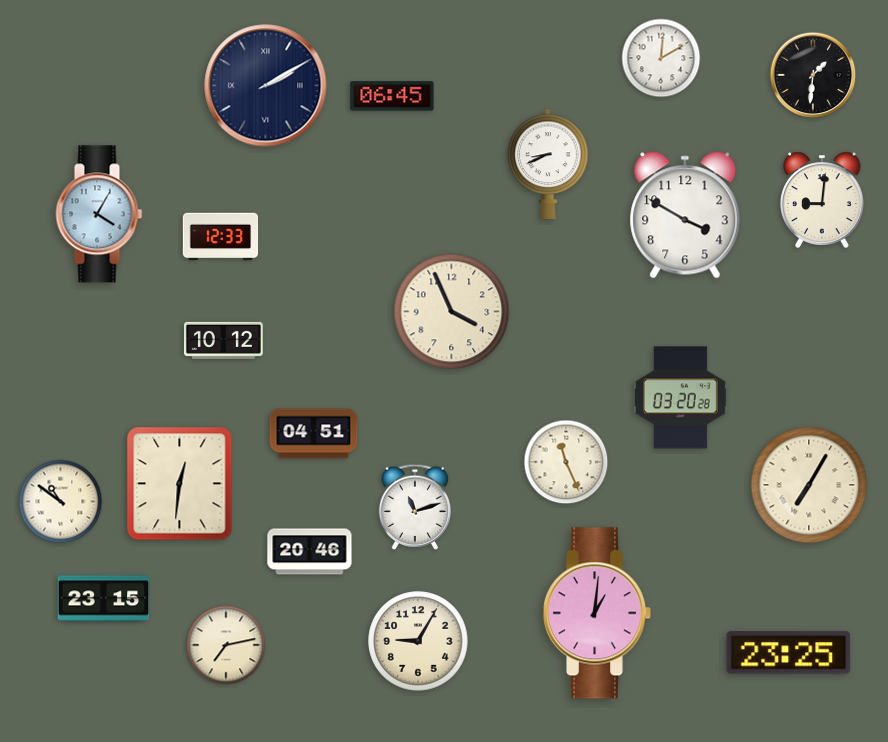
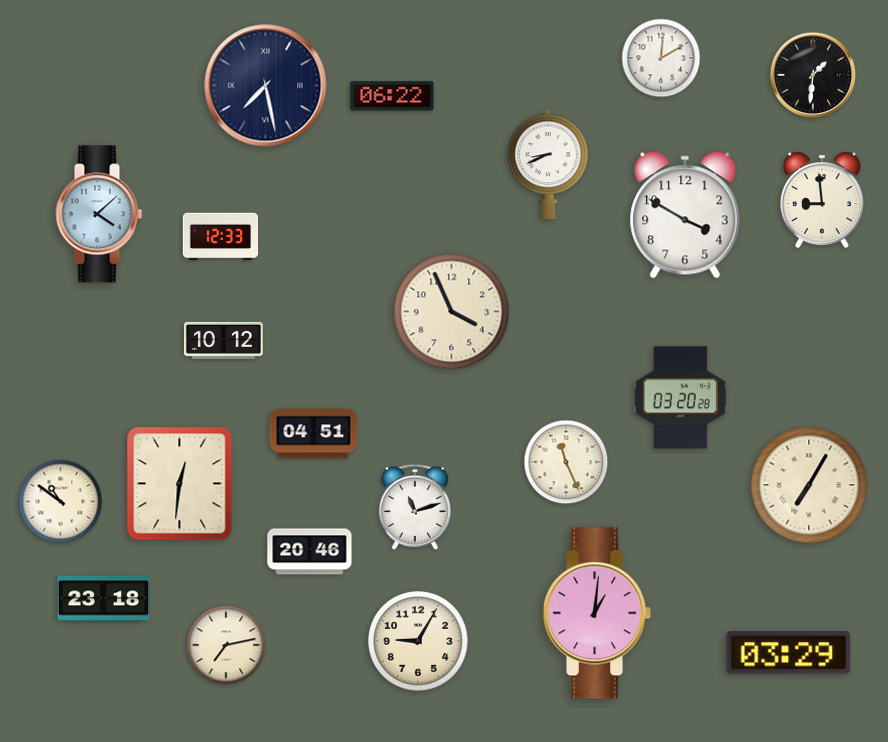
clock at (266, 86): 2:10 -> 7:28
clock at (392, 96): 06:45 -> 06:22
clock at (822, 200): 9:01 -> 8:59
clock at (99, 214): 4:05 -> 4:08
clock at (104, 599): 23:15 -> 23:18
clock at (789, 653): 23:25 -> 03:29
